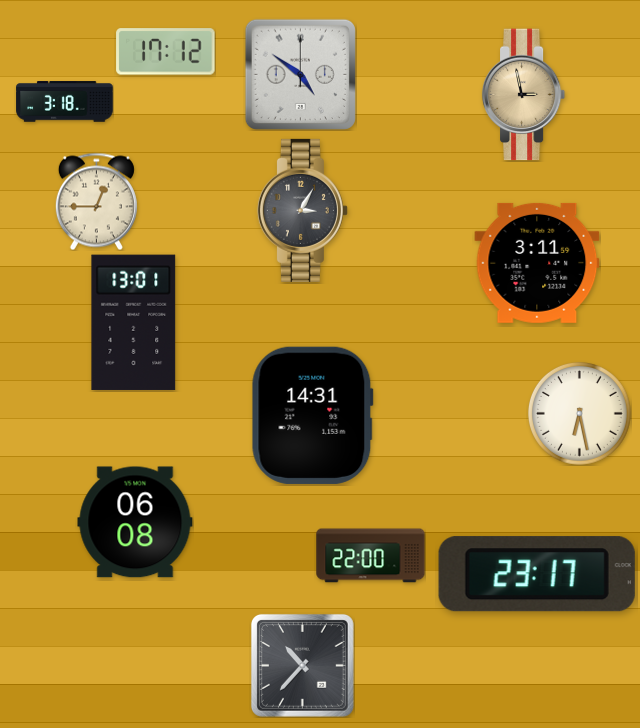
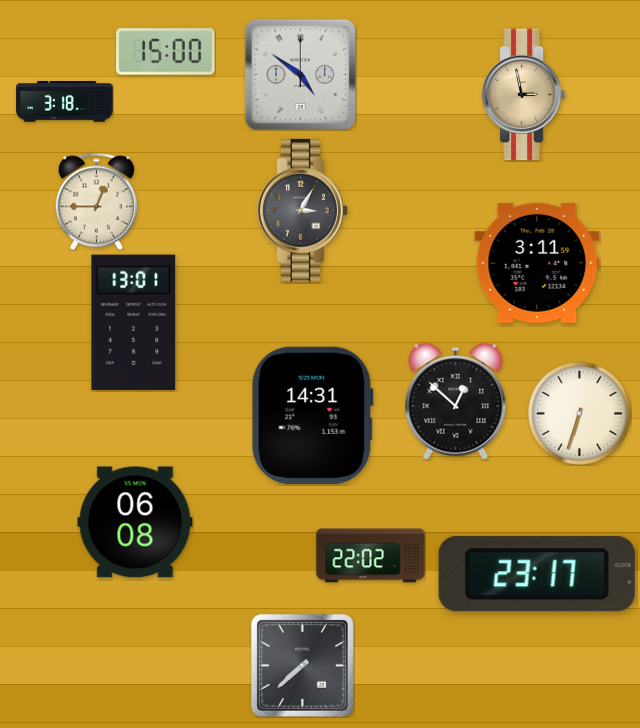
clock at (166, 52): 17:12 -> 15:00
clock at (456, 401): none -> 12:52
clock at (579, 413): 6:28 -> 6:33
clock at (371, 556): 22:00 -> 22:02
clock at (302, 665): 10:37 -> 7:38
